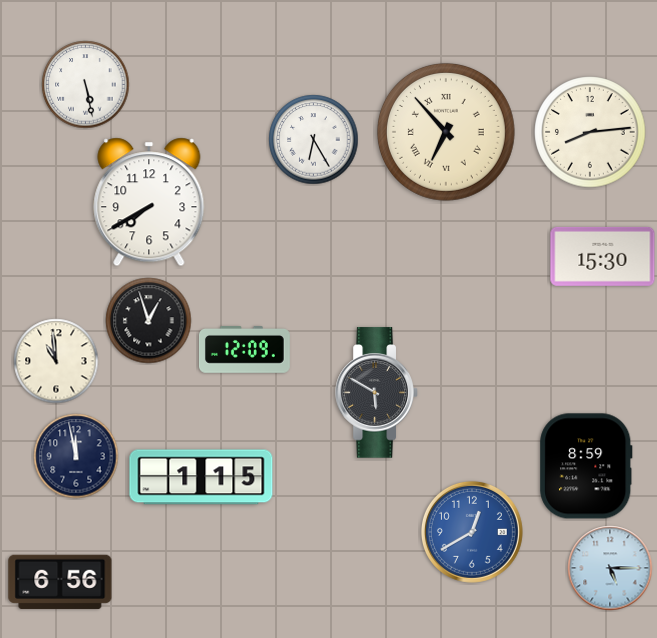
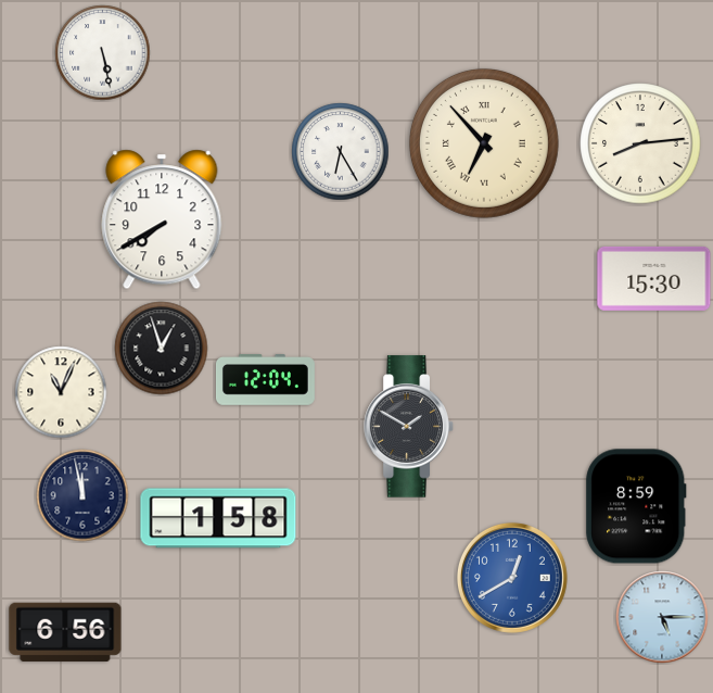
clock at (86, 85) position: (86, 85) -> (103, 53)
clock at (244, 350): 12:09 -> 12:04
clock at (56, 361): 10:59 -> 11:04
clock at (377, 393): 5:50 -> 1:50
clock at (201, 477): 1:15 -> 1:58
